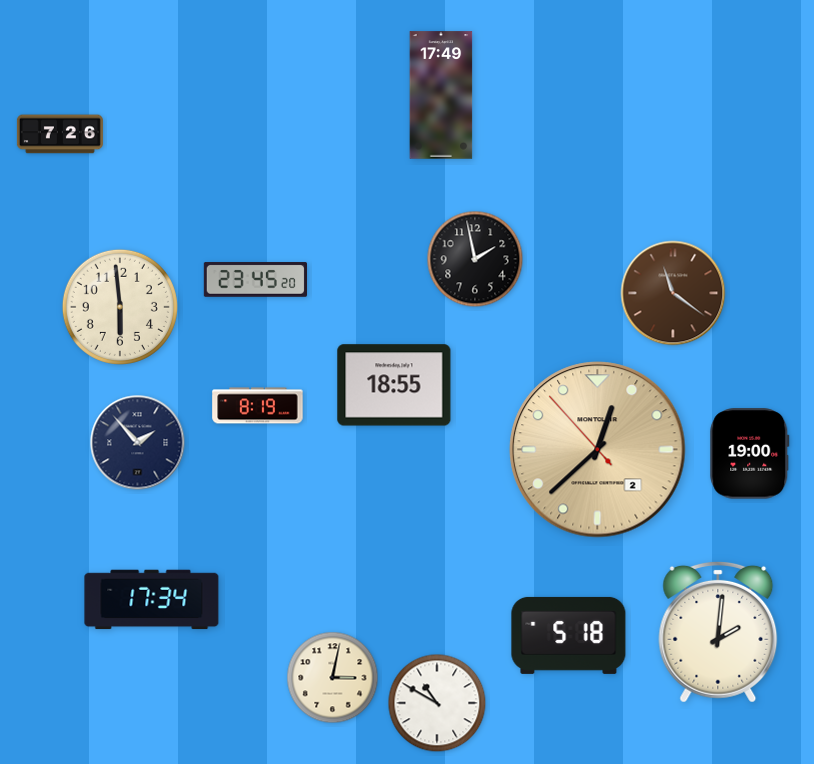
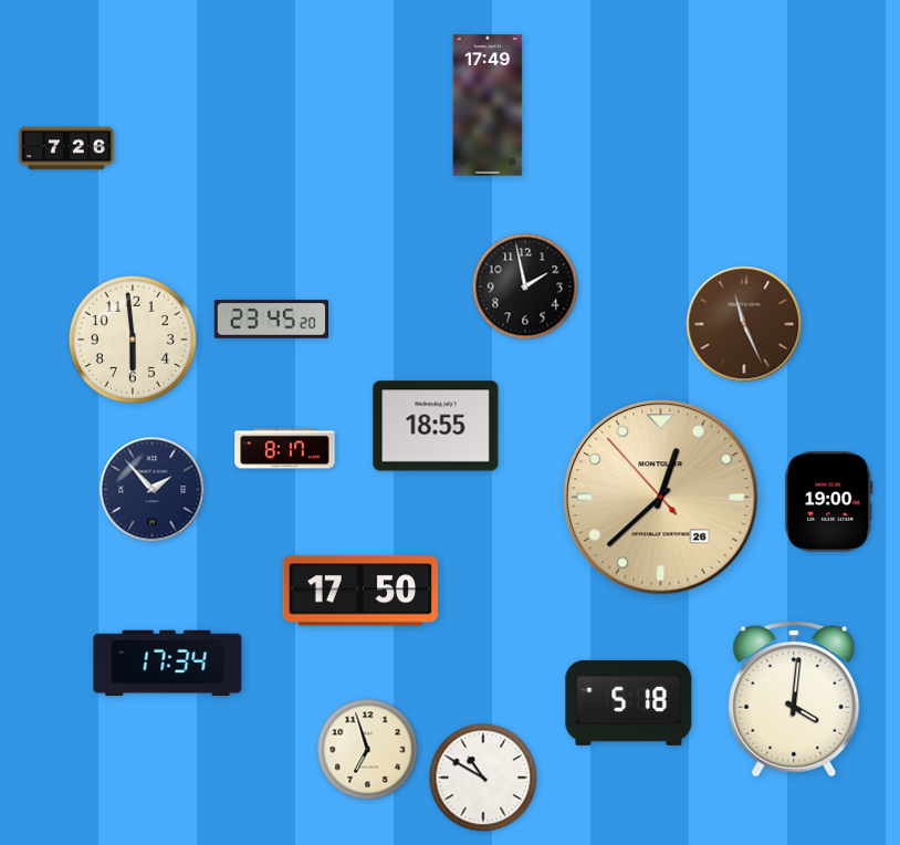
clock at (255, 280) position: (255, 280) -> (271, 320)
clock at (673, 293): 11:21 -> 11:26
clock at (258, 406): 8:19 -> 8:17
clock at (598, 450) date: 2 -> 26
clock at (359, 591): none -> 17:50
clock at (718, 632): 2:01 -> 4:01
clock at (333, 678): 3:02 -> 6:57
